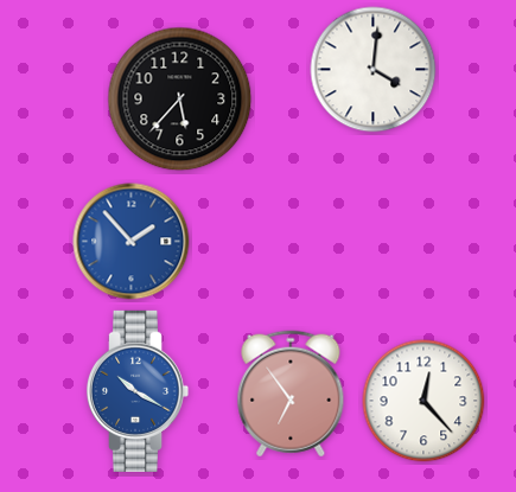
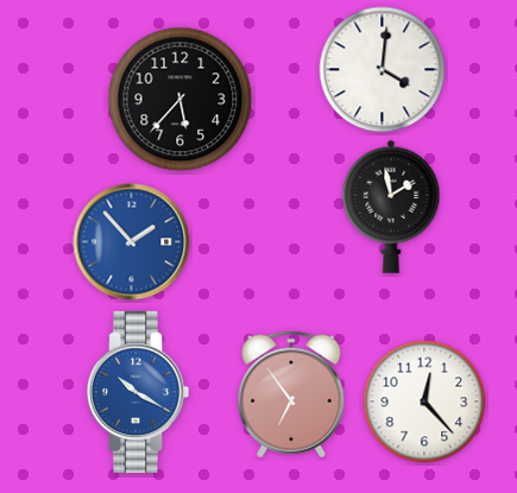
clock at (374, 70) position: (374, 70) -> (383, 70)
clock at (391, 207): none -> 1:58
